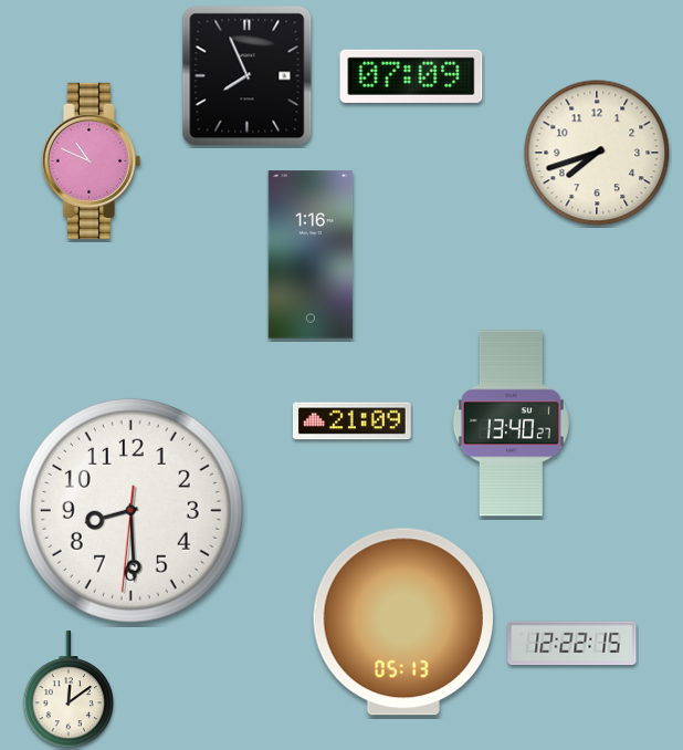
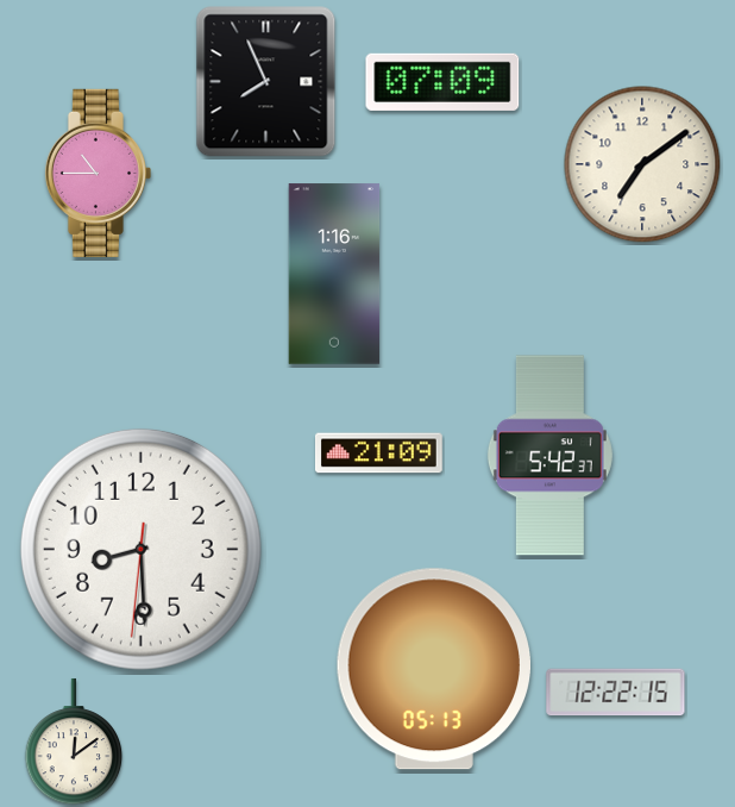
clock at (597, 153): 7:42 -> 7:09
clock at (91, 160): 10:49 -> 10:45
clock at (511, 424): 13:40 -> 5:42
